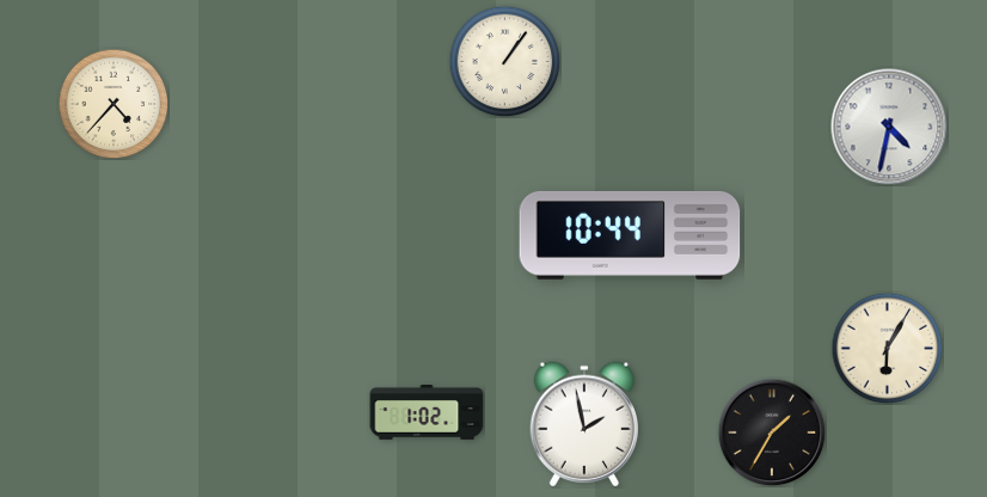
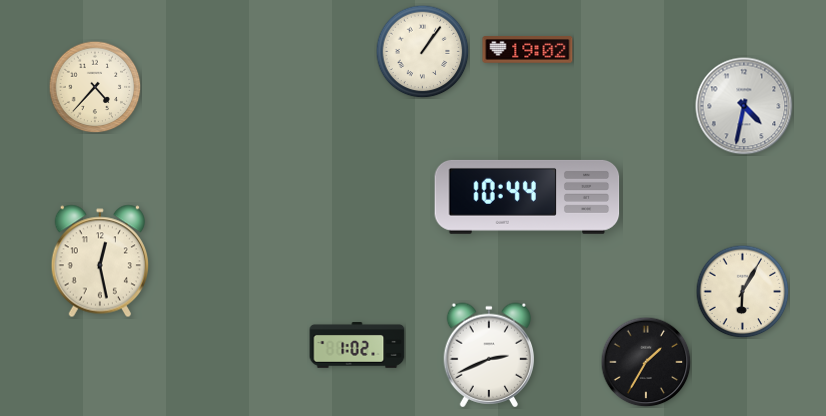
clock at (528, 50): none -> 19:02
clock at (99, 261): none -> 12:28
clock at (583, 424): 1:58 -> 2:41
